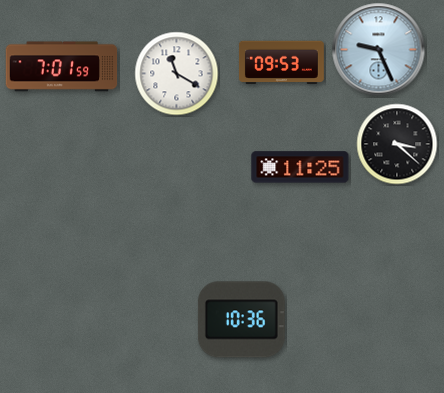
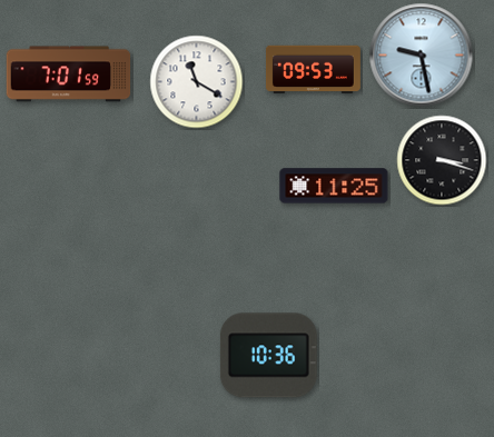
clock at (379, 50): 9:26 -> 9:28
clock at (397, 144): 3:22 -> 3:18
